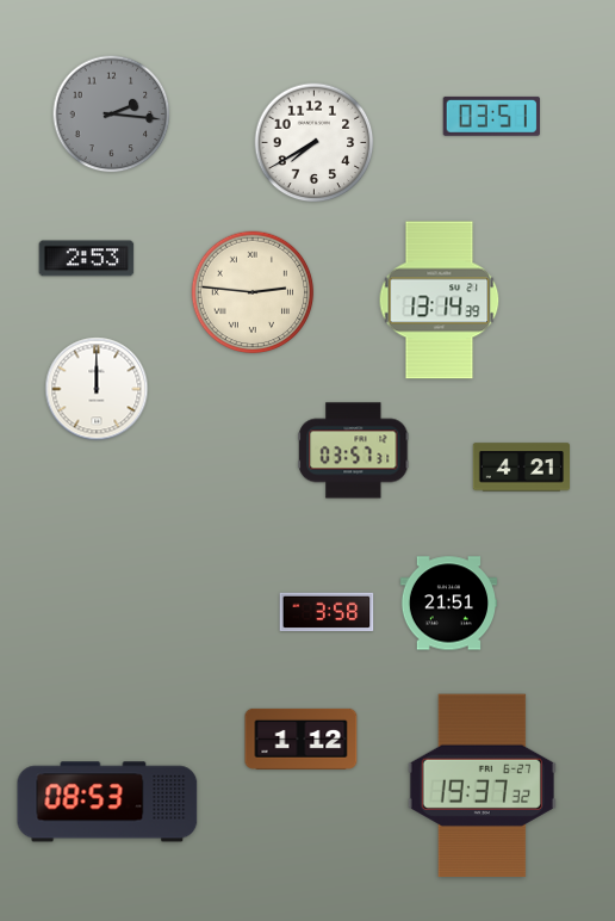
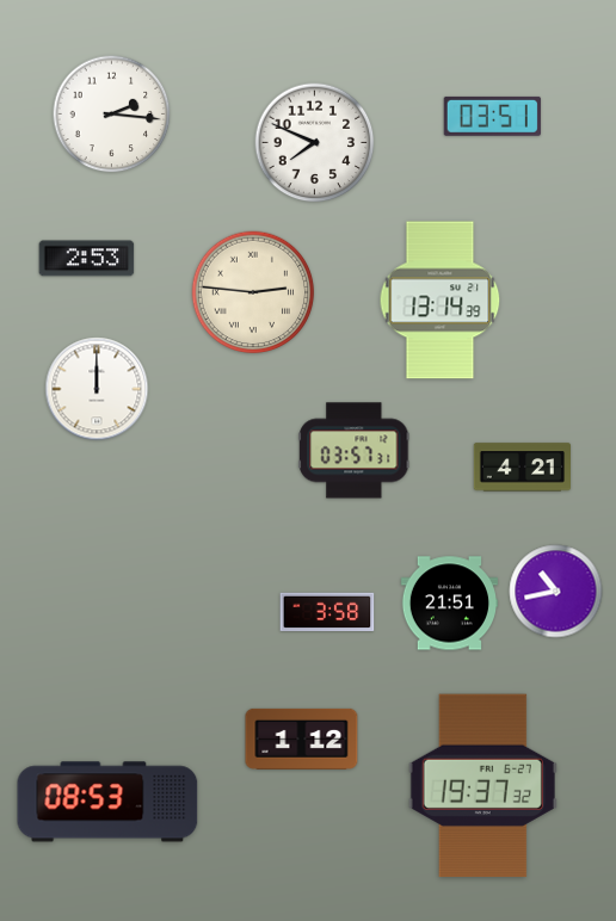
clock at (112, 115) dial: grey -> white
clock at (315, 143): 7:40 -> 7:49
clock at (556, 592): none -> 10:43
